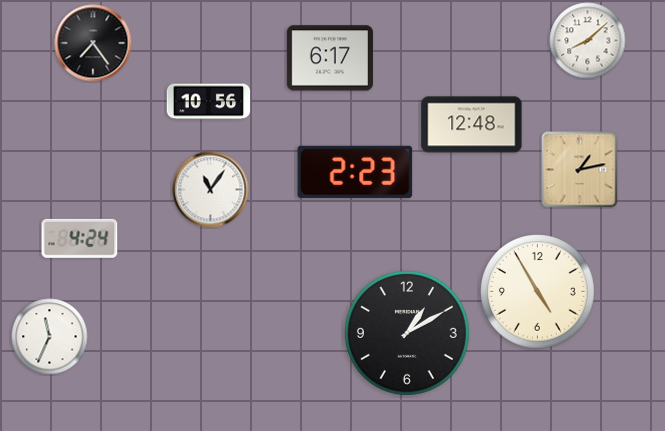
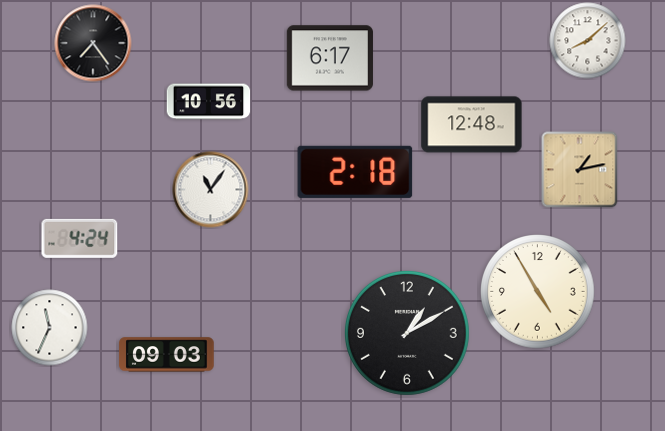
clock at (355, 172): 2:23 -> 2:18
clock at (50, 337) position: (50, 337) -> (50, 328)
clock at (167, 355): none -> 09:03
